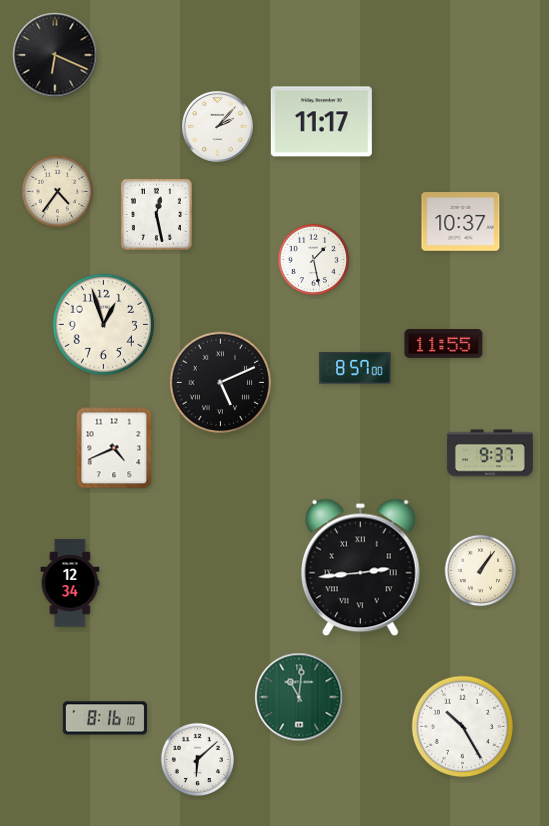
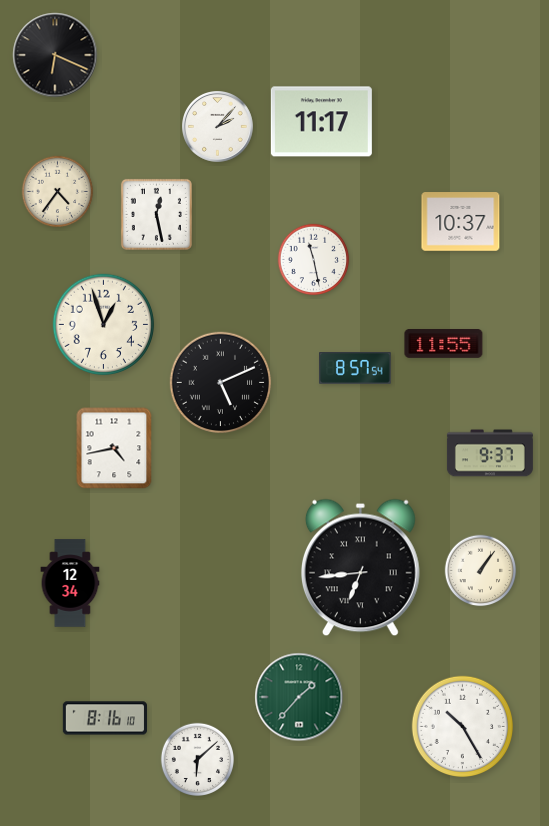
clock at (314, 260): 1:28 -> 11:28
clock at (355, 369): 8:57:00 -> 8:57:54
clock at (114, 448): 4:41 -> 4:43
clock at (360, 568): 2:44 -> 6:44
clock at (299, 697): 11:01 -> 1:37
